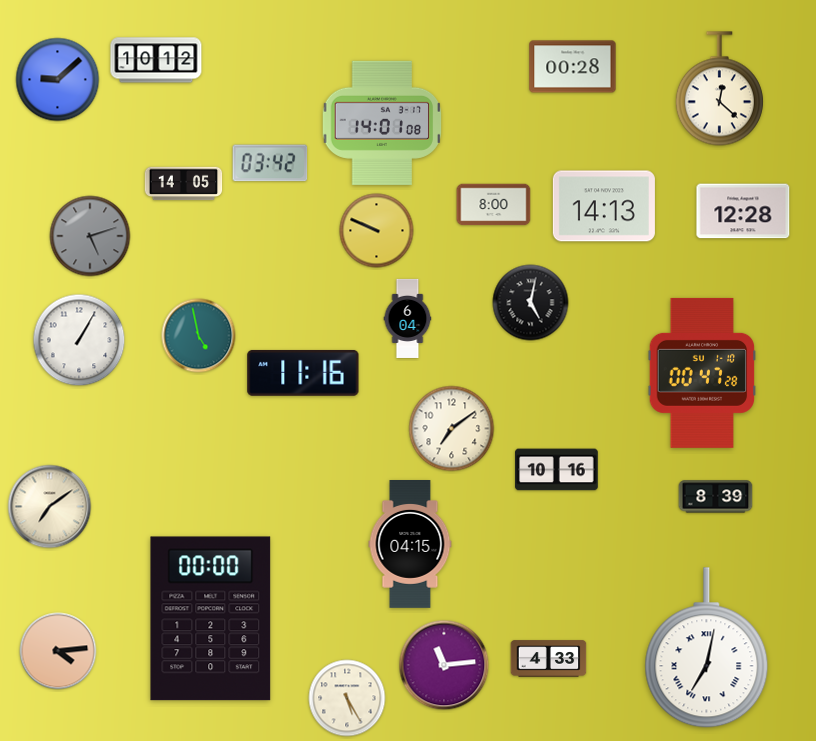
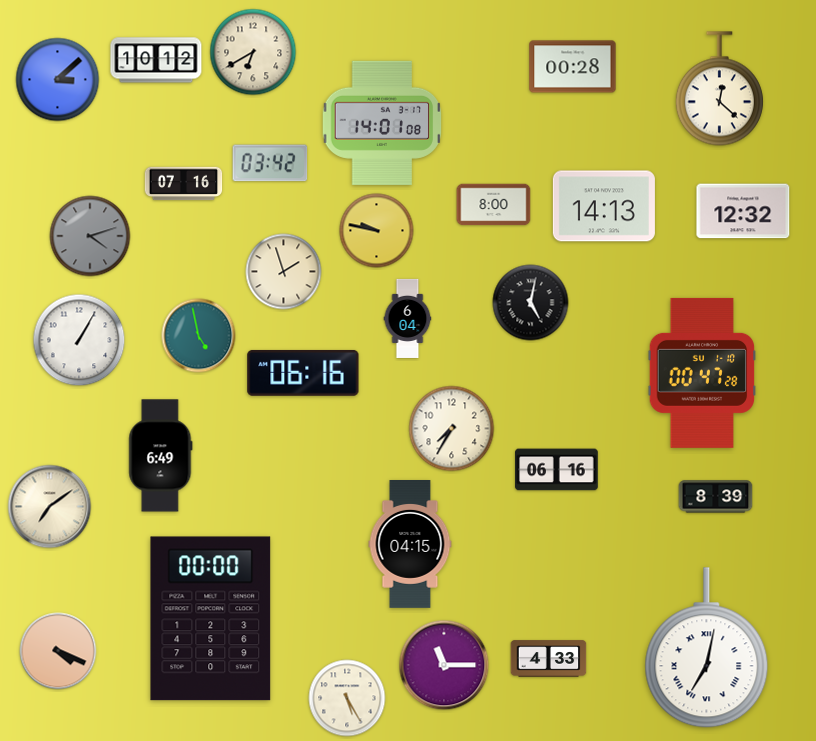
clock at (253, 52): none -> 6:40
clock at (58, 80): 9:08 -> 3:08
clock at (184, 184): 14:05 -> 07:16
clock at (743, 211): 12:28 -> 12:32
clock at (377, 231): 9:49 -> 9:47
clock at (90, 236): 5:12 -> 4:12
clock at (284, 272): none -> 1:57
clock at (303, 373): 11:16 -> 06:16
clock at (452, 429): 7:09 -> 7:35
clock at (161, 456): none -> 6:49
clock at (557, 470): 10:16 -> 06:16
clock at (58, 651): 4:14 -> 4:19
clock at (444, 665): 11:14 -> 11:15
